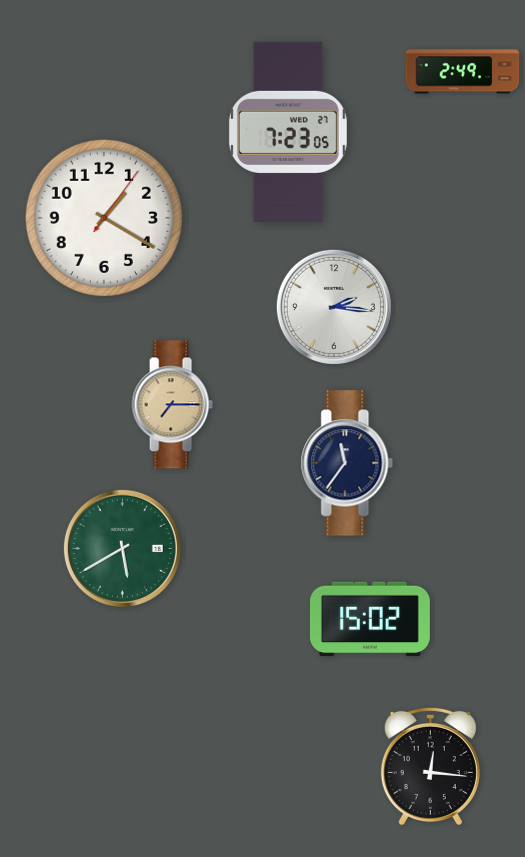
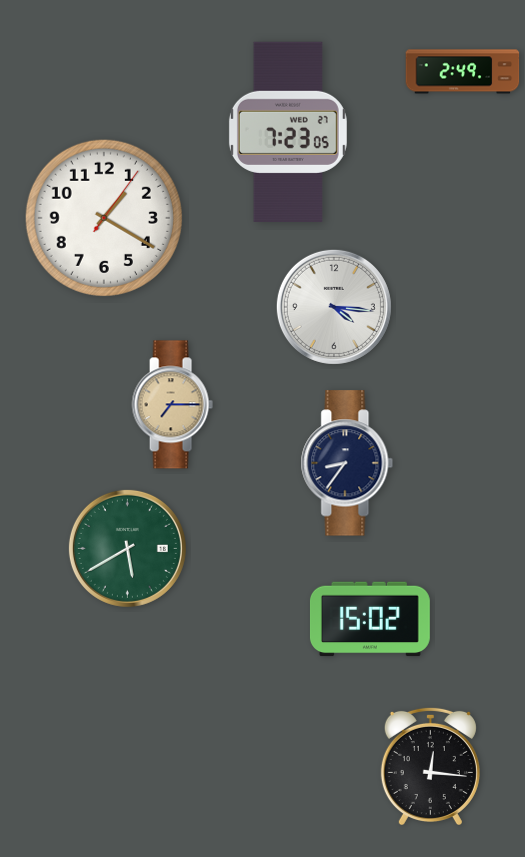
clock at (334, 307): 2:16 -> 4:16
clock at (347, 463): 11:36 -> 8:36
clock at (122, 548) position: (122, 548) -> (127, 548)
